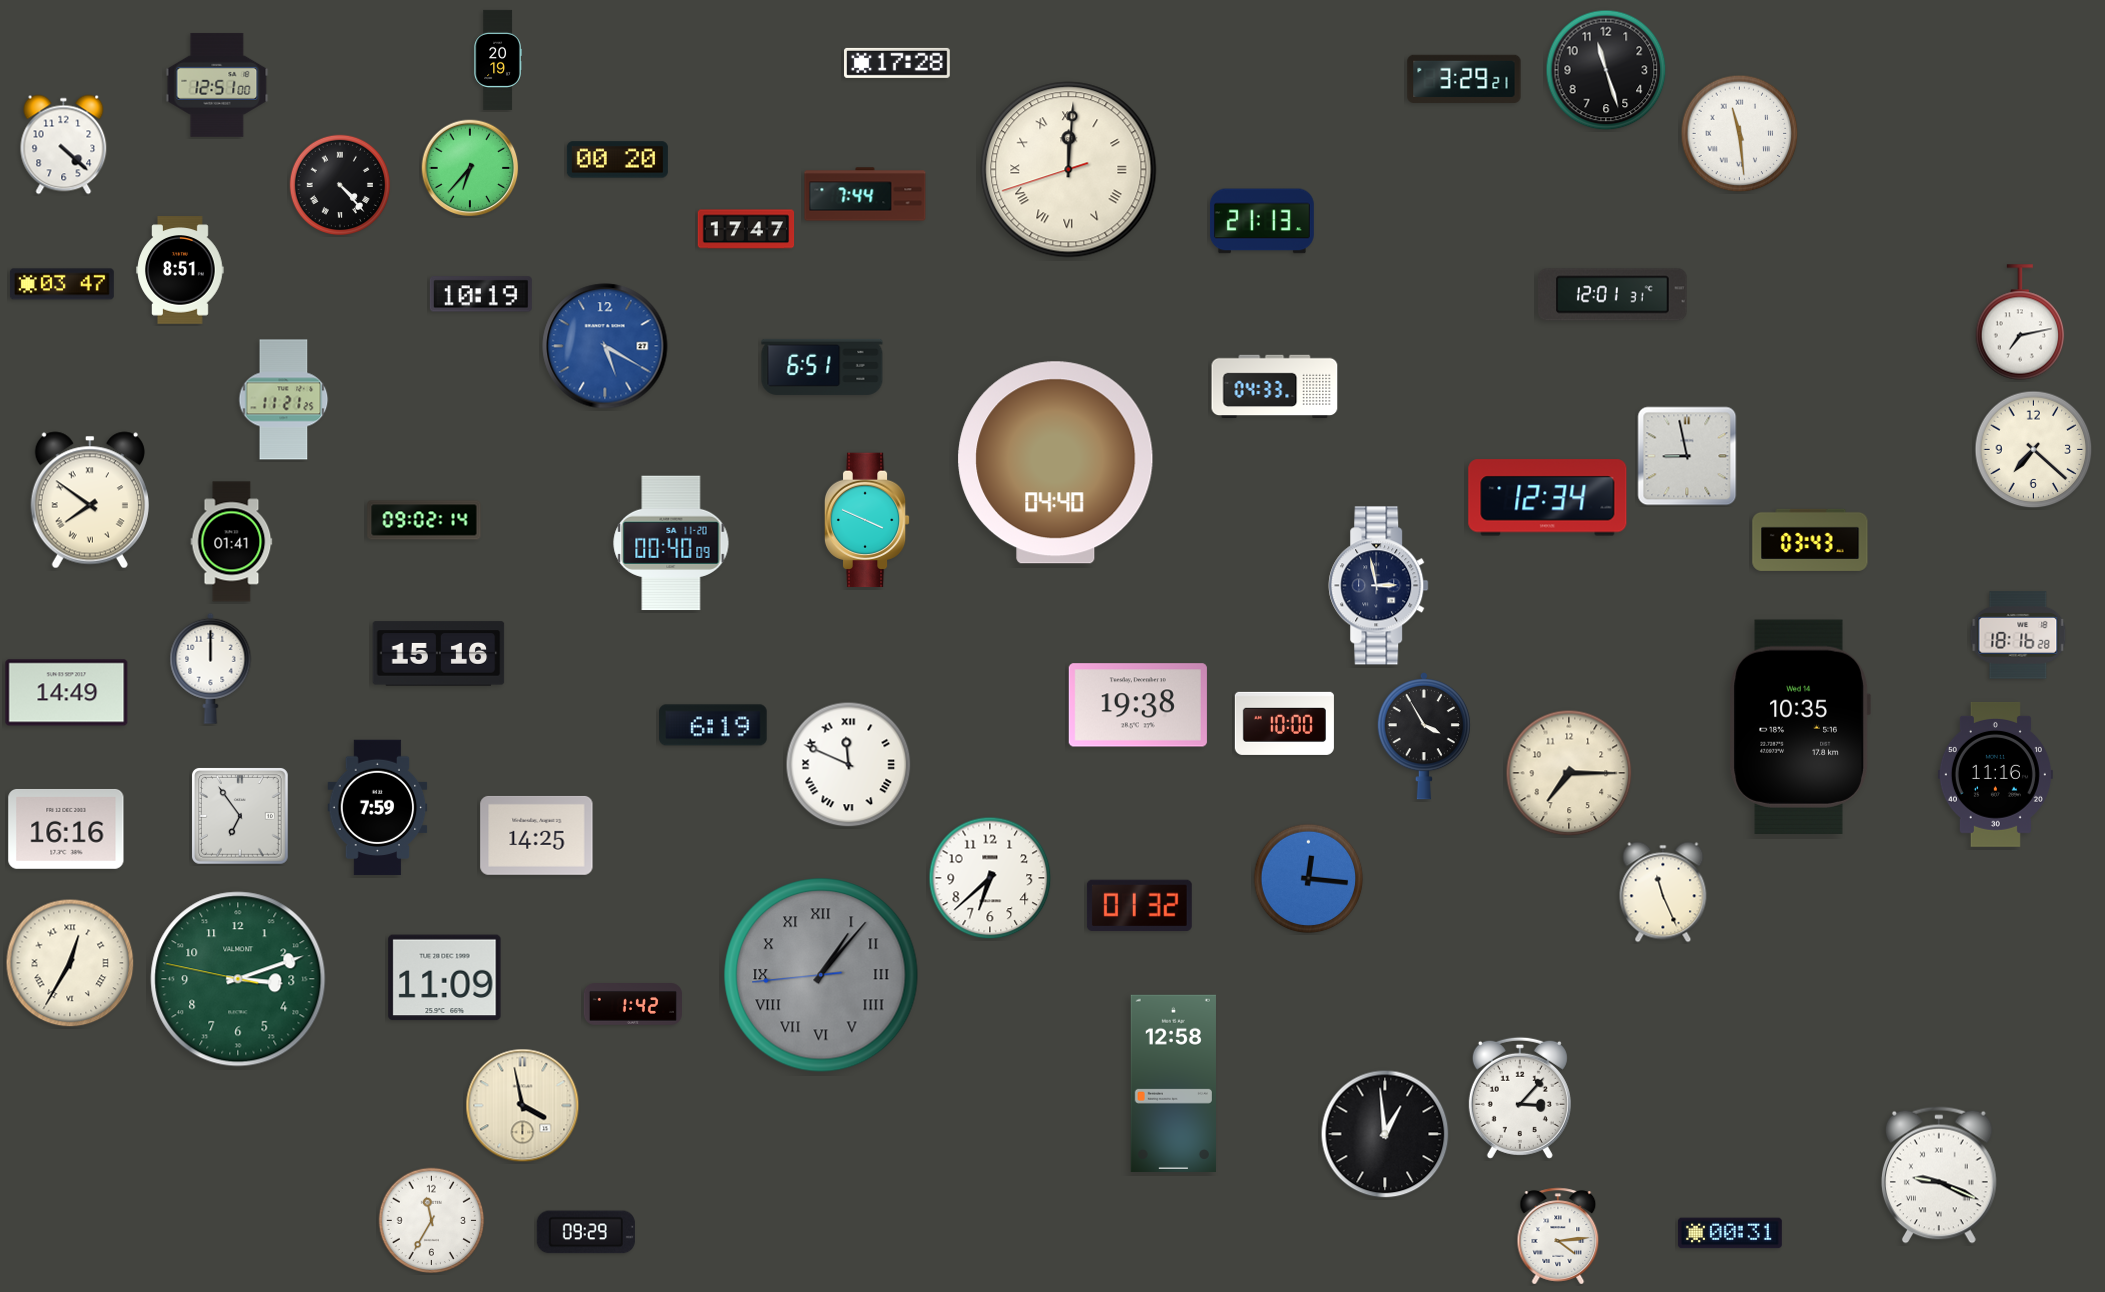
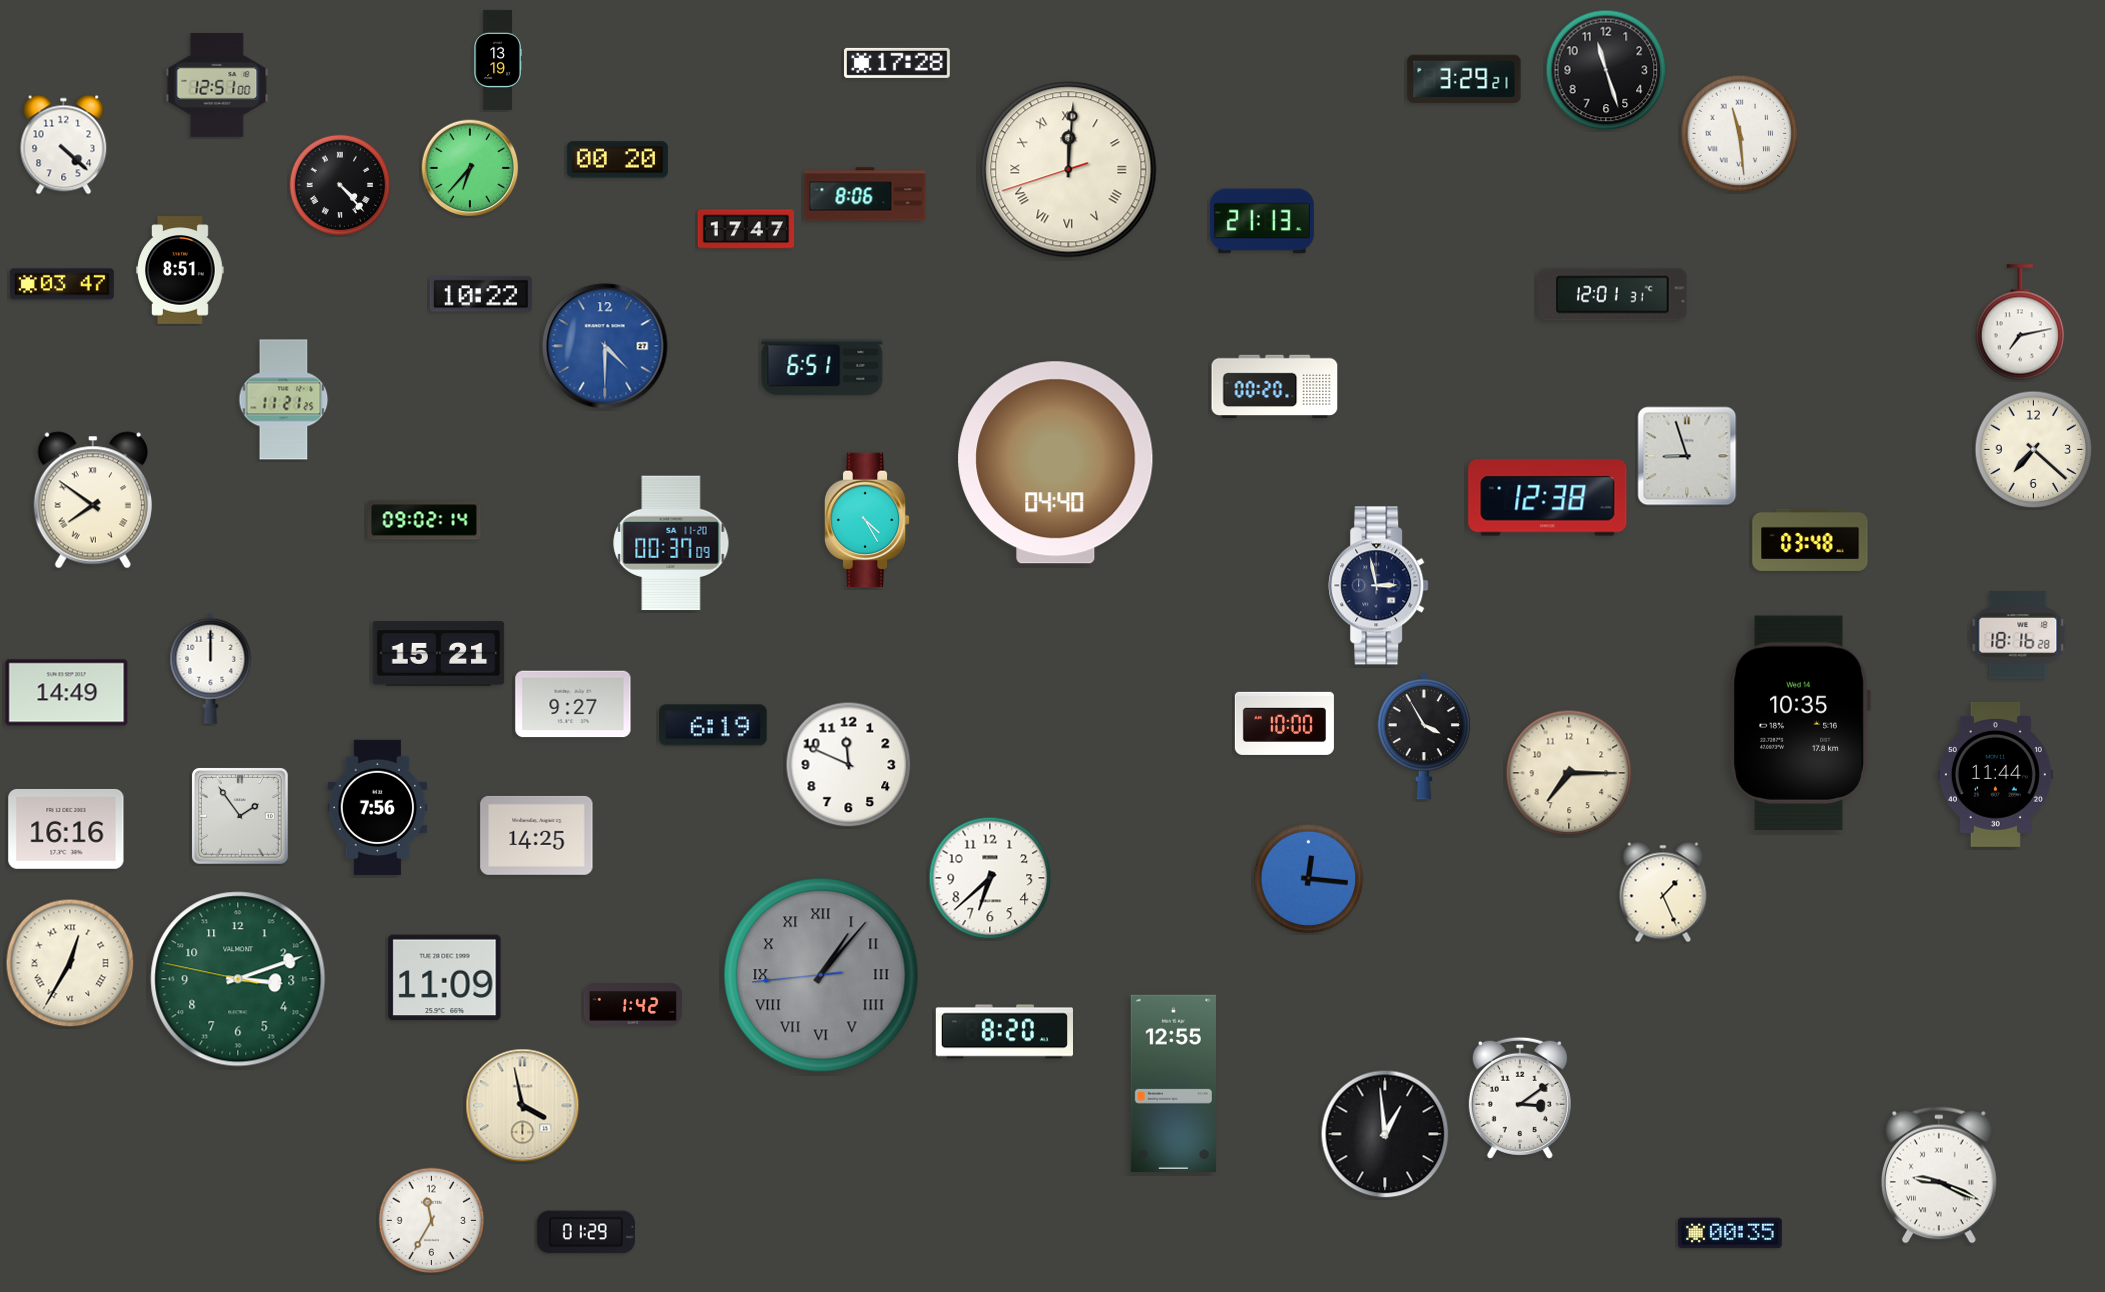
clock at (498, 60): 20:19 -> 13:19
clock at (865, 194): 7:44 -> 8:06
clock at (481, 294): 10:19 -> 10:22
clock at (605, 346): 5:20 -> 4:30
clock at (1275, 387): 04:33 -> 00:20
clock at (1687, 456): 8:58 -> 8:57
clock at (1548, 498): 12:34 -> 12:38
clock at (90, 500) position: (90, 500) -> (93, 500)
clock at (867, 520): 3:49 -> 4:25
clock at (1810, 540): 03:43 -> 03:48
clock at (232, 542): 01:41 -> none
clock at (671, 543): 00:40 -> 00:37
clock at (439, 654): 15:16 -> 15:21
clock at (573, 704): none -> 9:27
clock at (1138, 705): 19:38 -> none
clock at (1800, 727) position: (1800, 727) -> (1800, 723)
clock at (849, 765) numerals: Roman -> Arabic
clock at (1995, 774): 11:16 -> 11:44
clock at (378, 808): 7:59 -> 7:56
clock at (240, 816): 6:54 -> 1:54
clock at (1663, 892): 11:26 -> 1:26
clock at (1139, 905): 01:32 -> none
clock at (1004, 1032): none -> 8:20
clock at (1173, 1083): 12:58 -> 12:55
clock at (1520, 1098): 3:07 -> 3:09
clock at (586, 1232): 09:29 -> 01:29
clock at (1730, 1233): 00:31 -> 00:35
clock at (1558, 1236): 4:14 -> none
